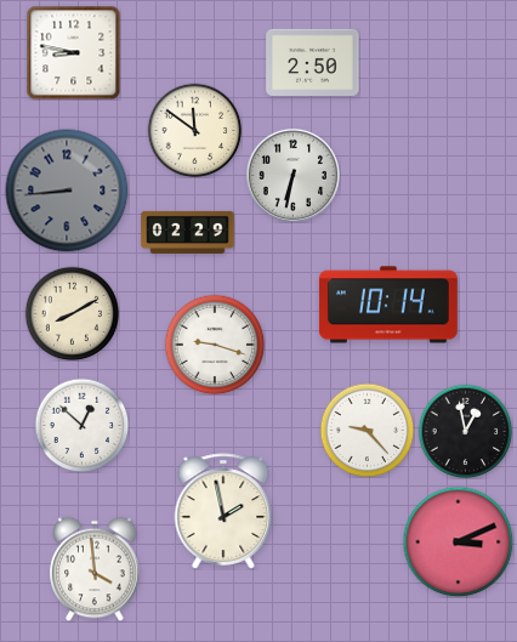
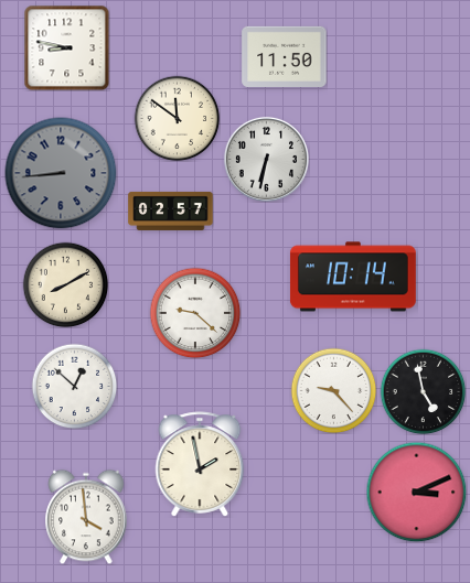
clock at (313, 62): 2:50 -> 11:50
clock at (188, 232): 02:29 -> 02:57
clock at (215, 345): 9:18 -> 9:22
clock at (465, 431): 12:58 -> 4:58
clock at (223, 511) position: (223, 511) -> (200, 464)
